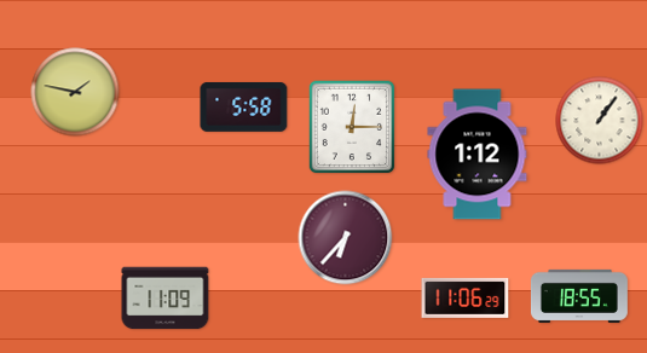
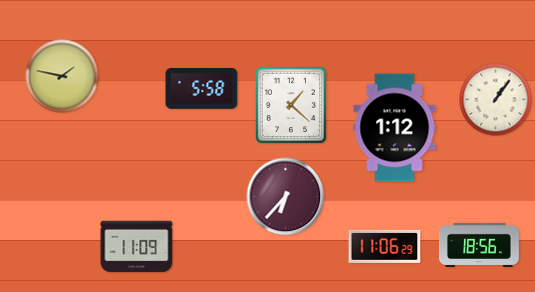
clock at (352, 127): 12:15 -> 1:22
clock at (579, 296): 18:55 -> 18:56
